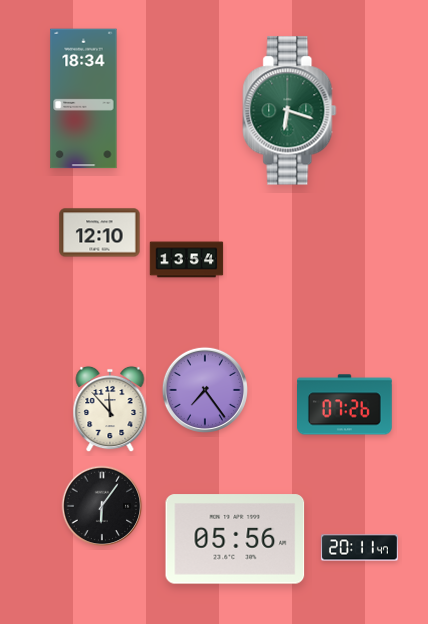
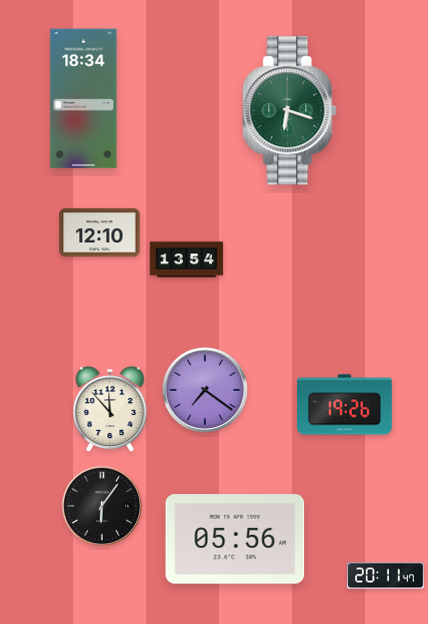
clock at (205, 390): 7:24 -> 7:21
clock at (345, 405): 07:26 -> 19:26
clock at (359, 548) position: (359, 548) -> (385, 576)
